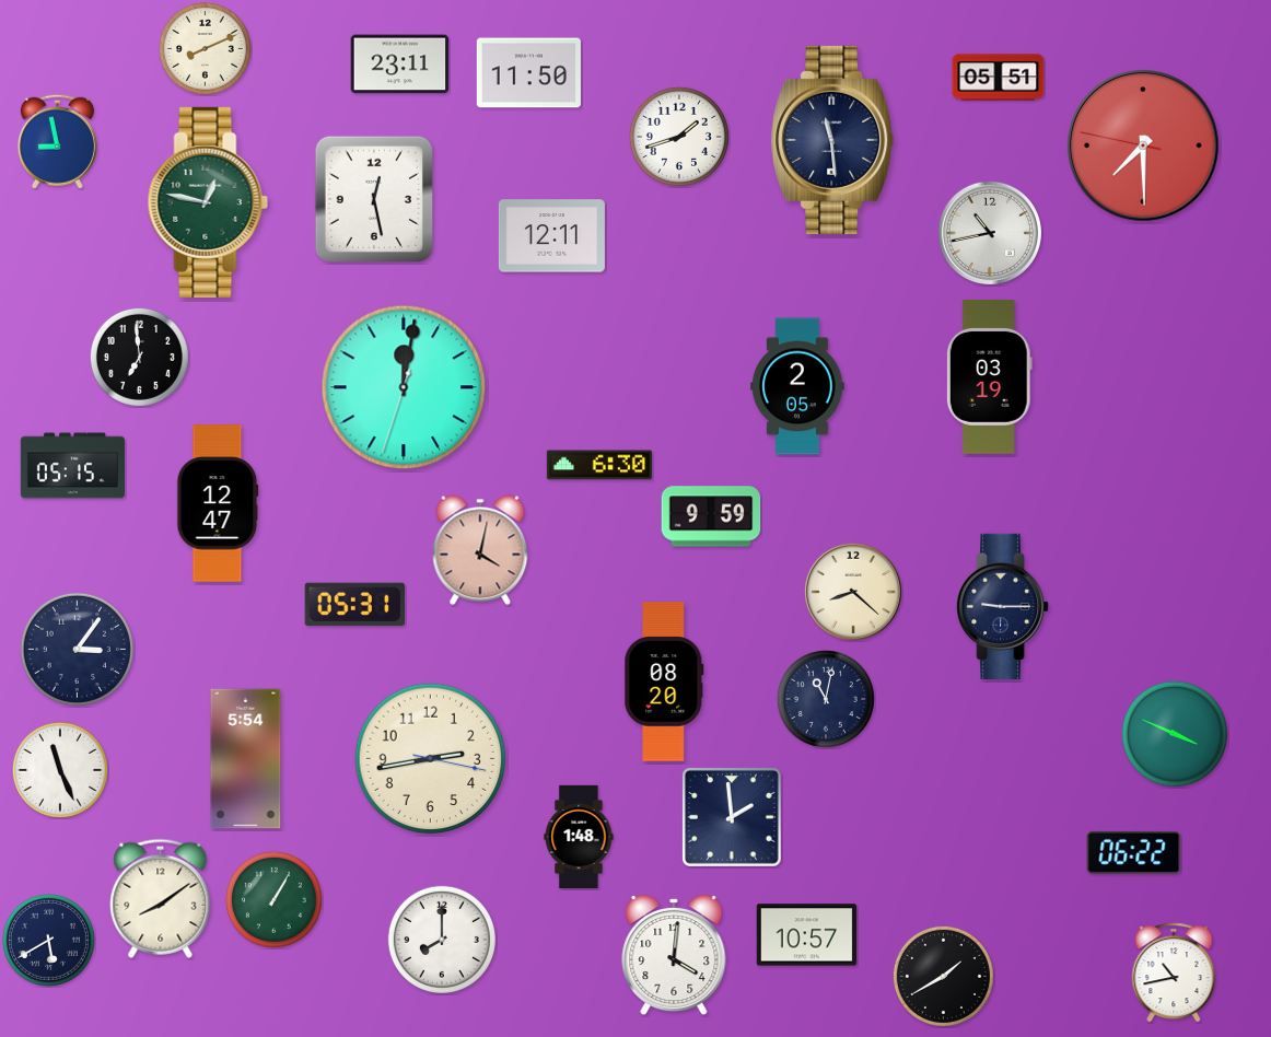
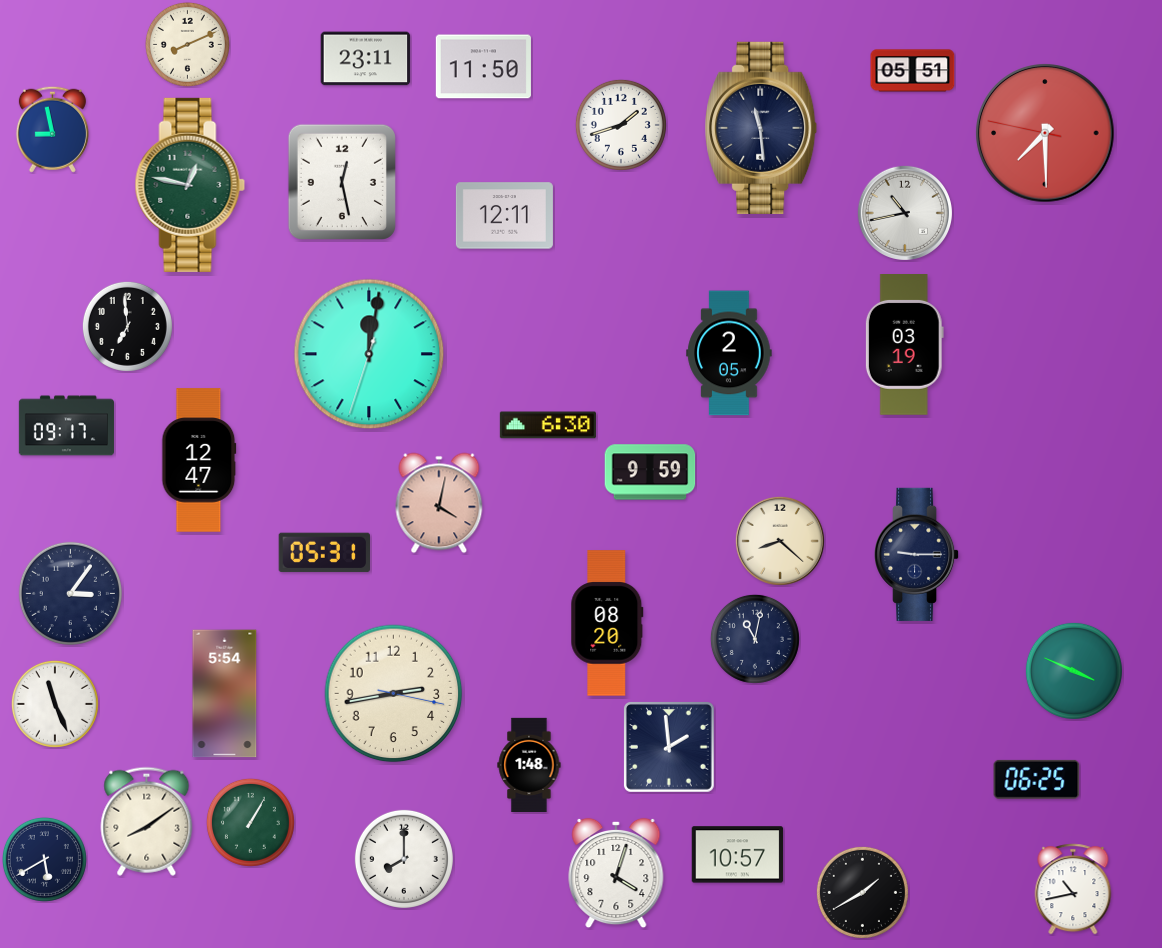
clock at (72, 466): 05:15 -> 09:17
clock at (1134, 852): 06:22 -> 06:25
clock at (674, 955): 4:01 -> 4:03
